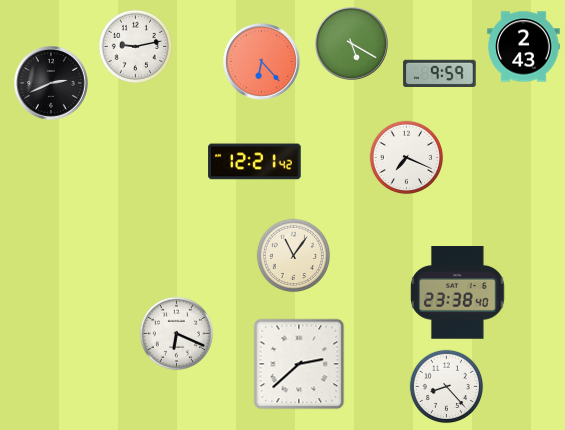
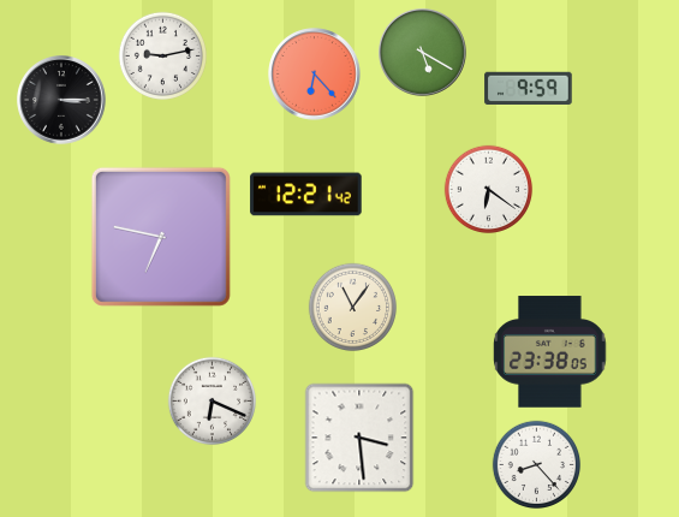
clock at (524, 47): 2:43 -> none
clock at (52, 84): 2:41 -> 3:15
clock at (407, 158): 7:19 -> 6:21
clock at (161, 237): none -> 6:47
clock at (458, 293): 23:38:40 -> 23:38:05
clock at (299, 364): 2:38 -> 3:29
